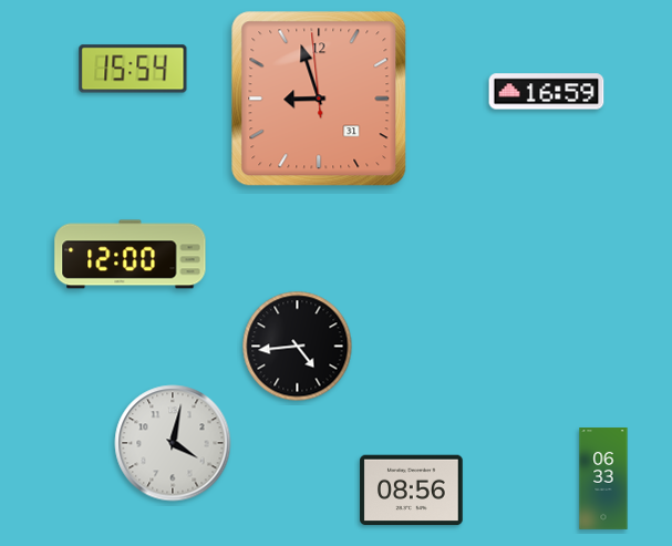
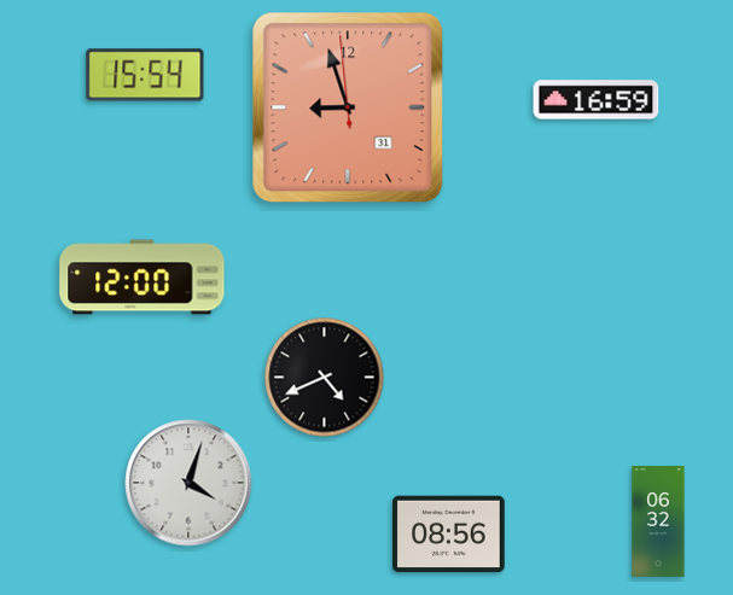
clock at (298, 347): 4:44 -> 4:41
clock at (173, 443): 4:02 -> 4:03
clock at (603, 478): 06:33 -> 06:32
